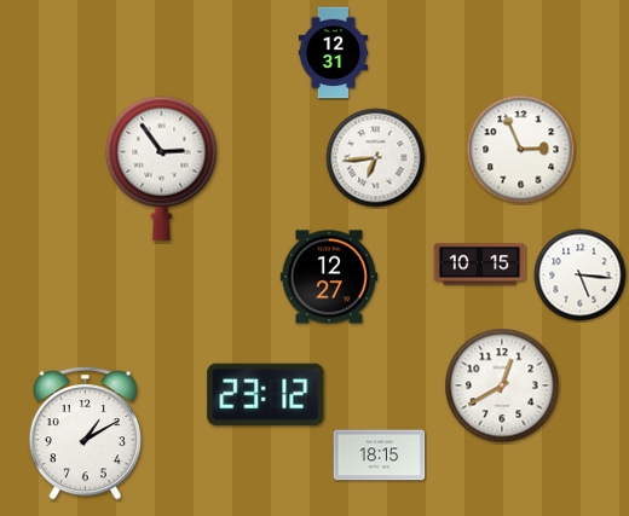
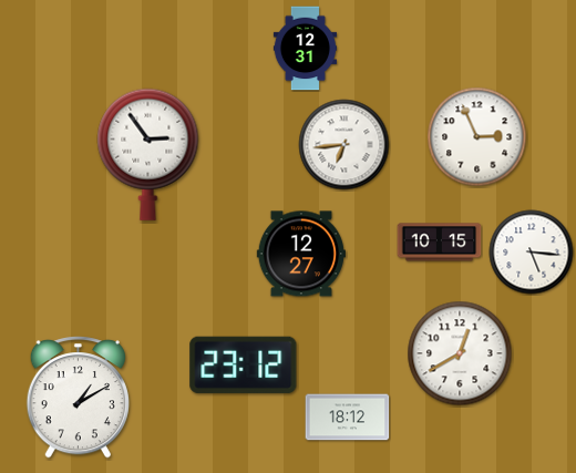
clock at (266, 394) position: (266, 394) -> (244, 364)
clock at (380, 456): 18:15 -> 18:12
